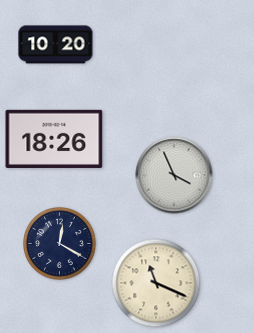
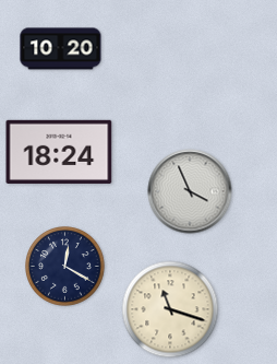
clock at (54, 139): 18:26 -> 18:24
clock at (156, 283): 11:19 -> 11:18
